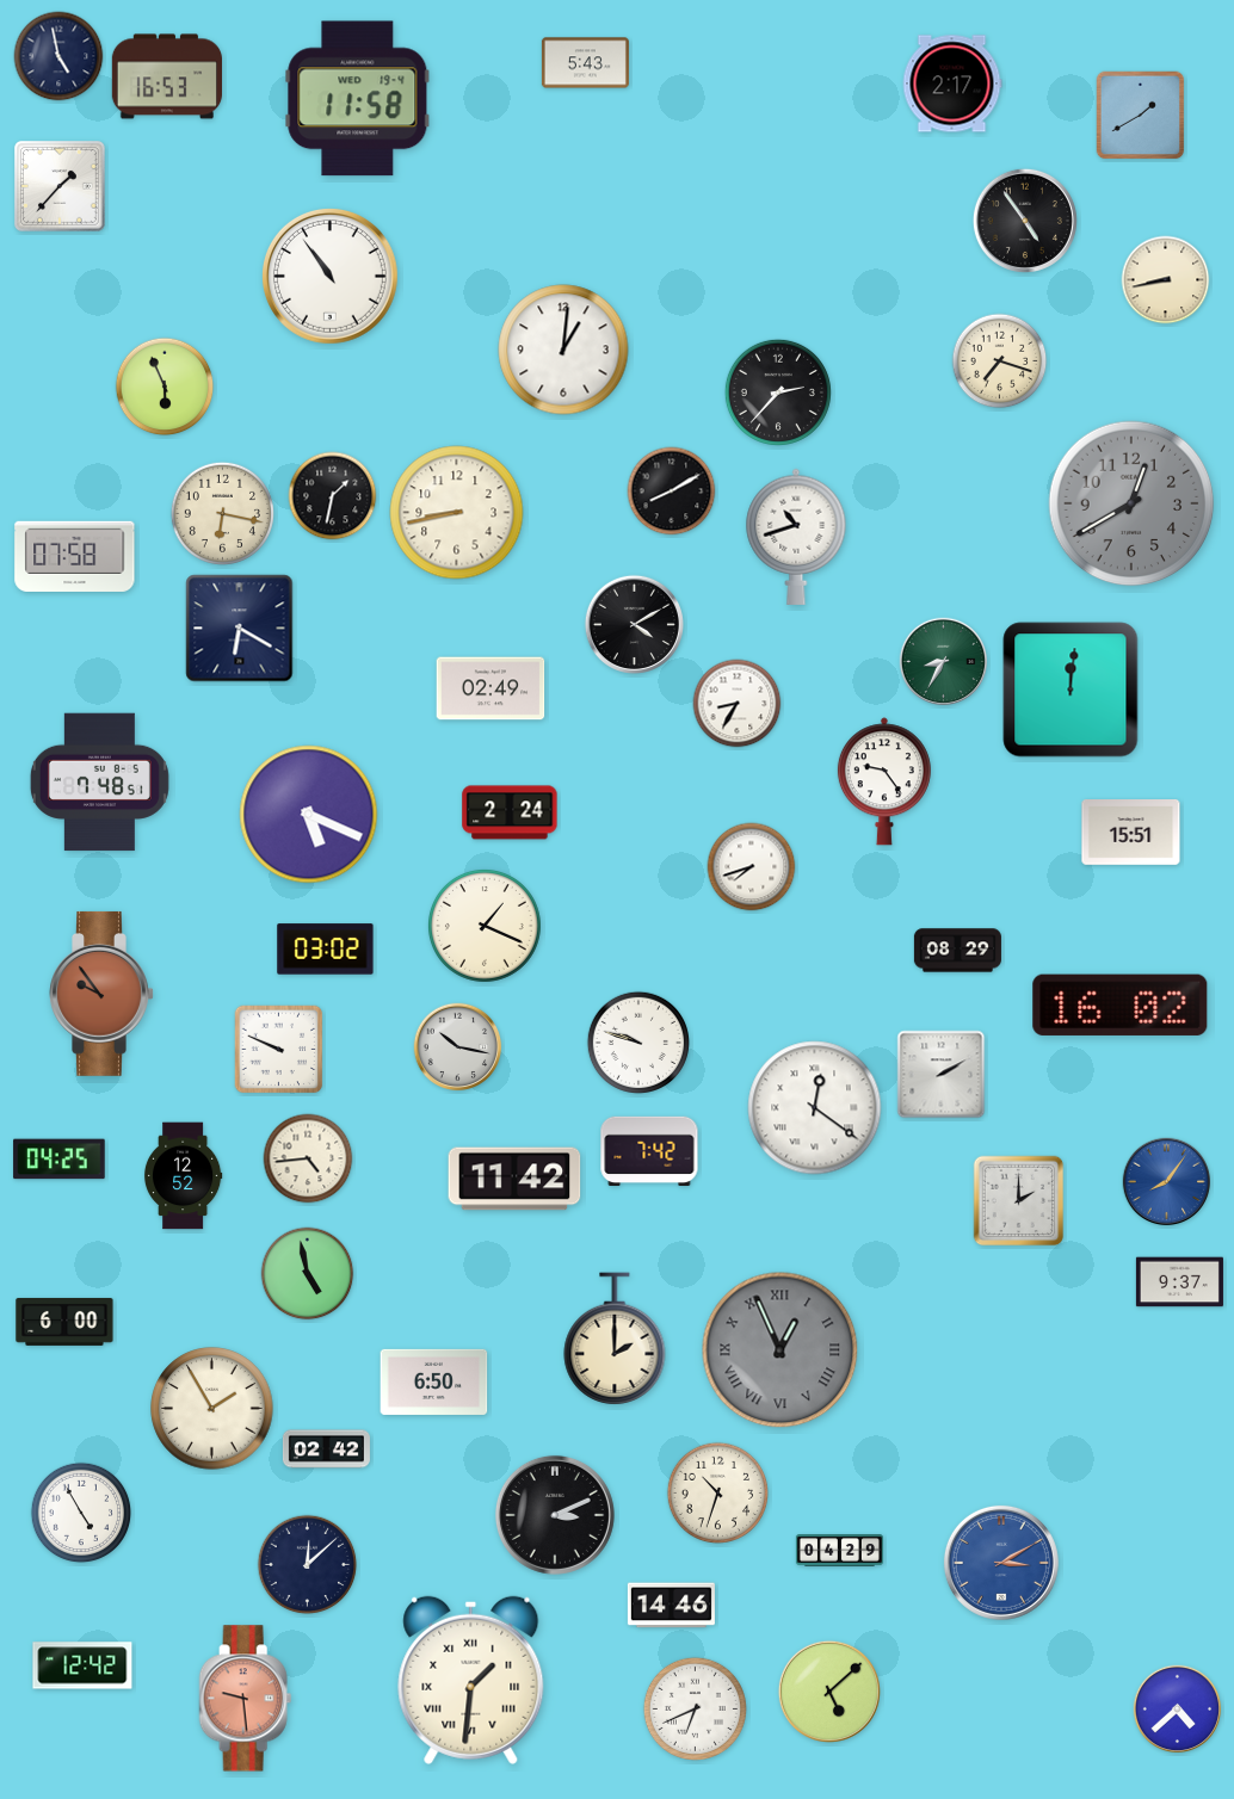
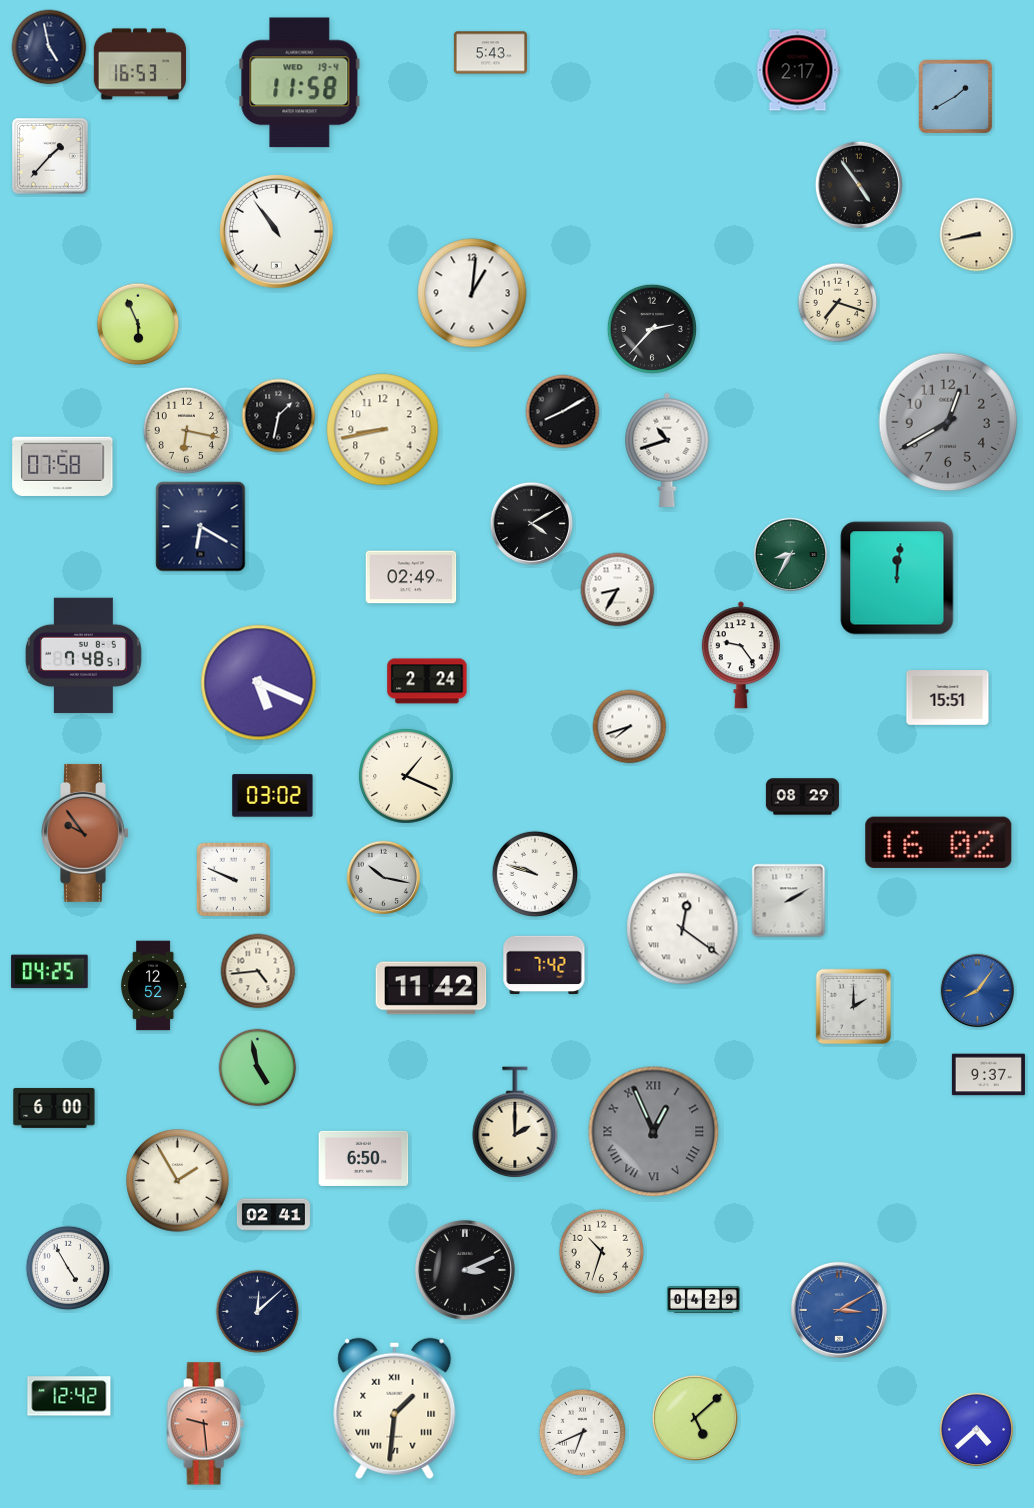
clock at (326, 1449): 02:42 -> 02:41
clock at (671, 1606): 14:46 -> none
clock at (1178, 1710) position: (1178, 1710) -> (977, 1430)
